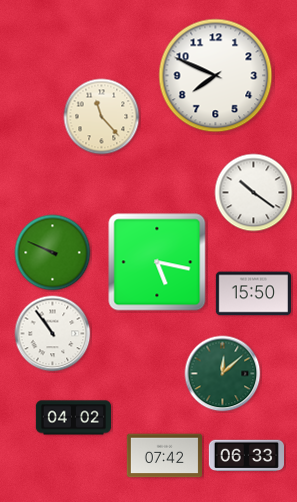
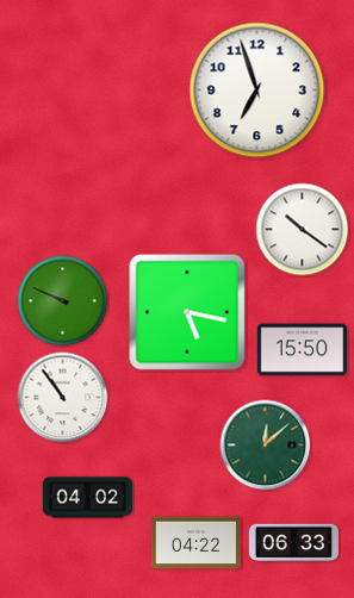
clock at (216, 76): 7:49 -> 6:57
clock at (102, 117): 11:23 -> none
clock at (164, 456): 07:42 -> 04:22
